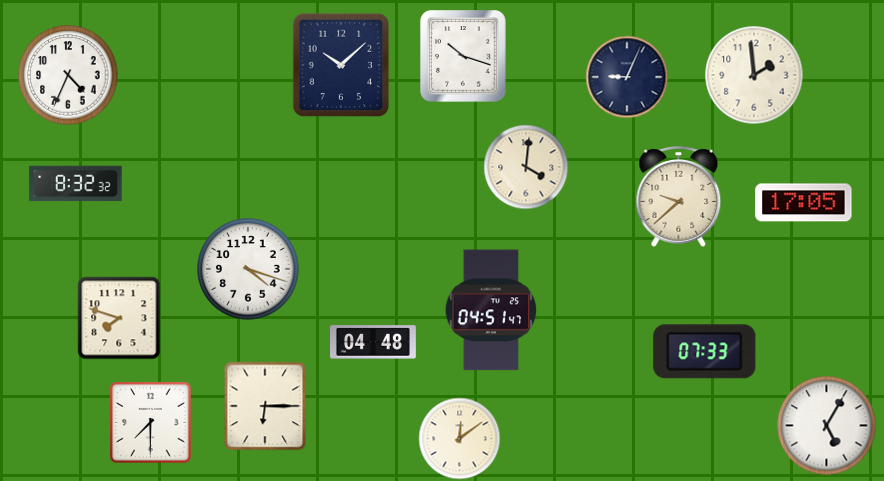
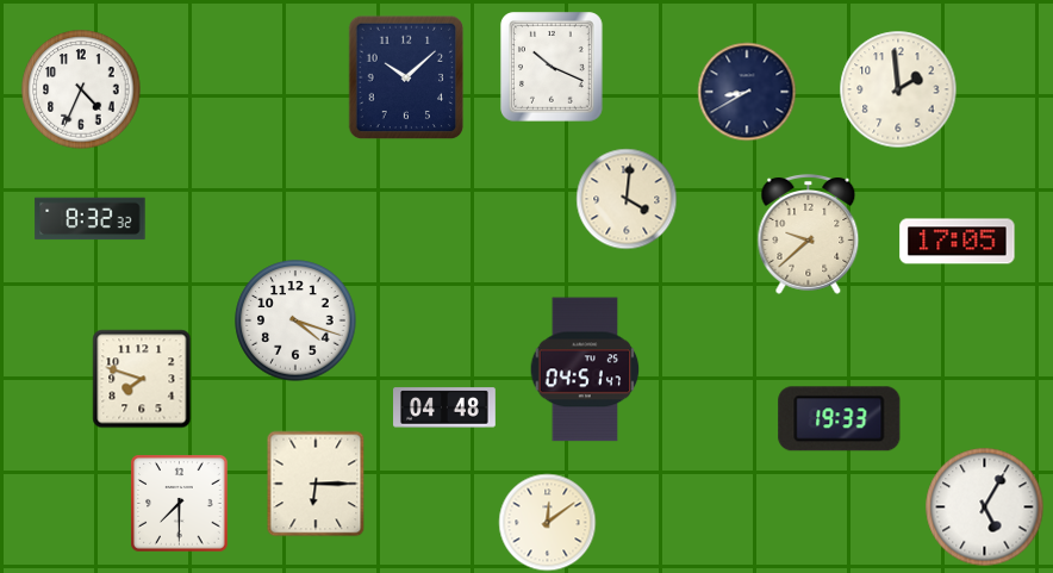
clock at (464, 56): 10:18 -> 10:19
clock at (627, 77): 9:04 -> 8:40
clock at (705, 352): 07:33 -> 19:33
